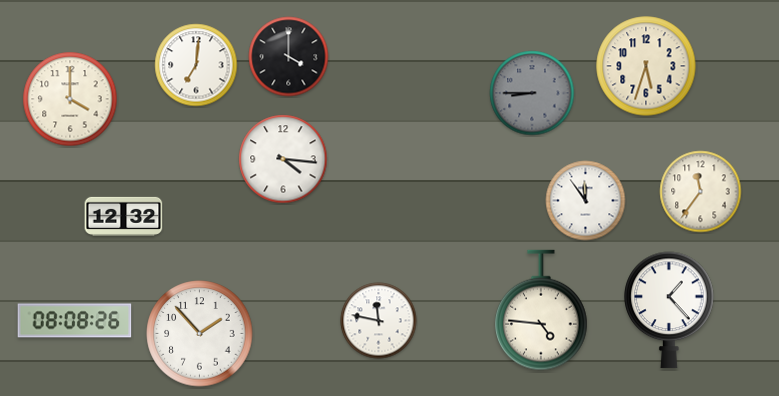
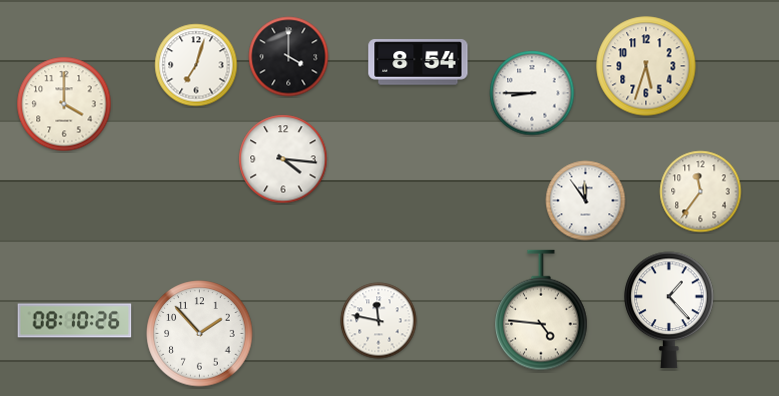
clock at (418, 62): none -> 8:54
clock at (196, 65): 7:01 -> 7:03
clock at (532, 93) dial: grey -> white
clock at (70, 99) position: (70, 99) -> (64, 104)
clock at (124, 216): 12:32 -> none
clock at (75, 321): 08:08 -> 08:10
